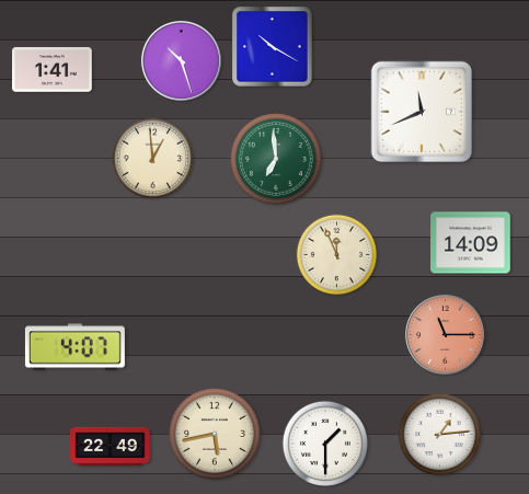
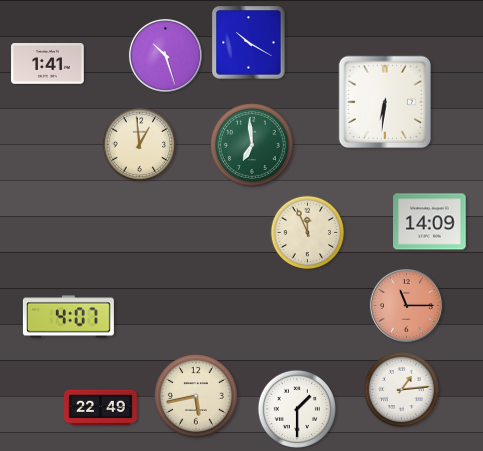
clock at (422, 112): 11:41 -> 6:31
clock at (440, 435) position: (440, 435) -> (402, 390)
clock at (325, 444) position: (325, 444) -> (297, 409)
